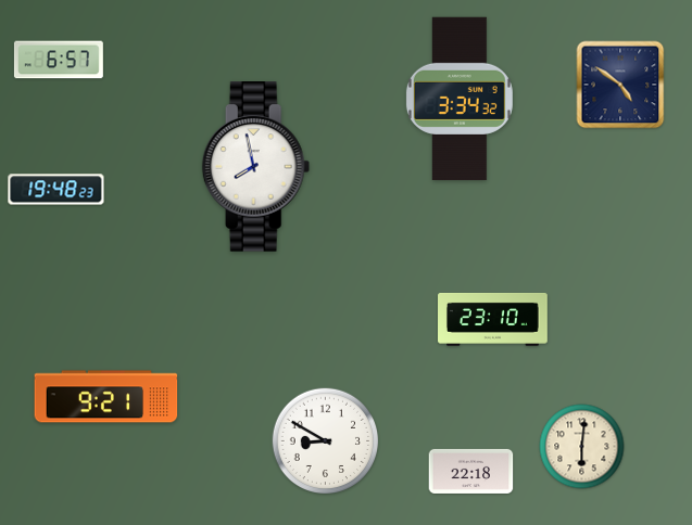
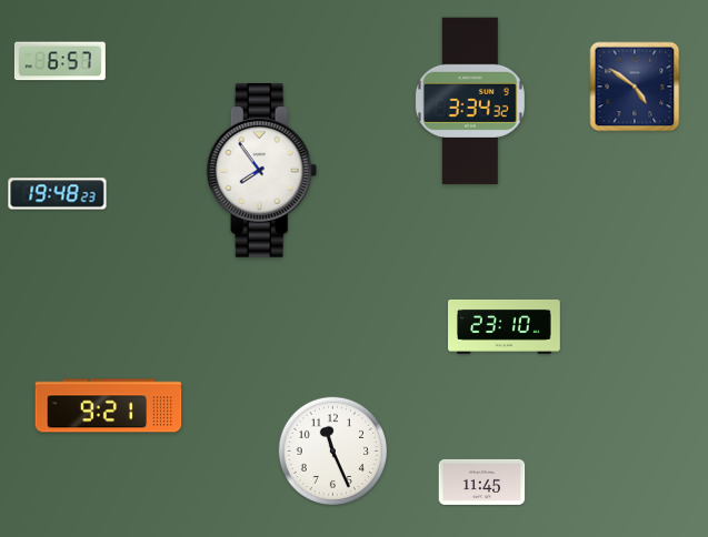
clock at (256, 167): 7:58 -> 7:54
clock at (326, 441): 8:50 -> 11:26
clock at (582, 447): 6:01 -> none
clock at (471, 471): 22:18 -> 11:45
